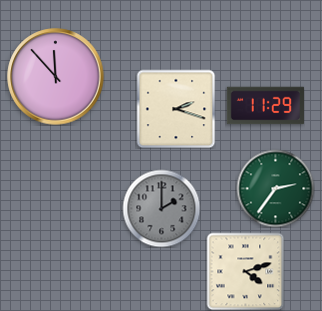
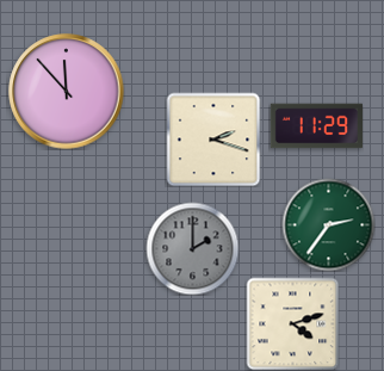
clock at (176, 109) position: (176, 109) -> (213, 140)
